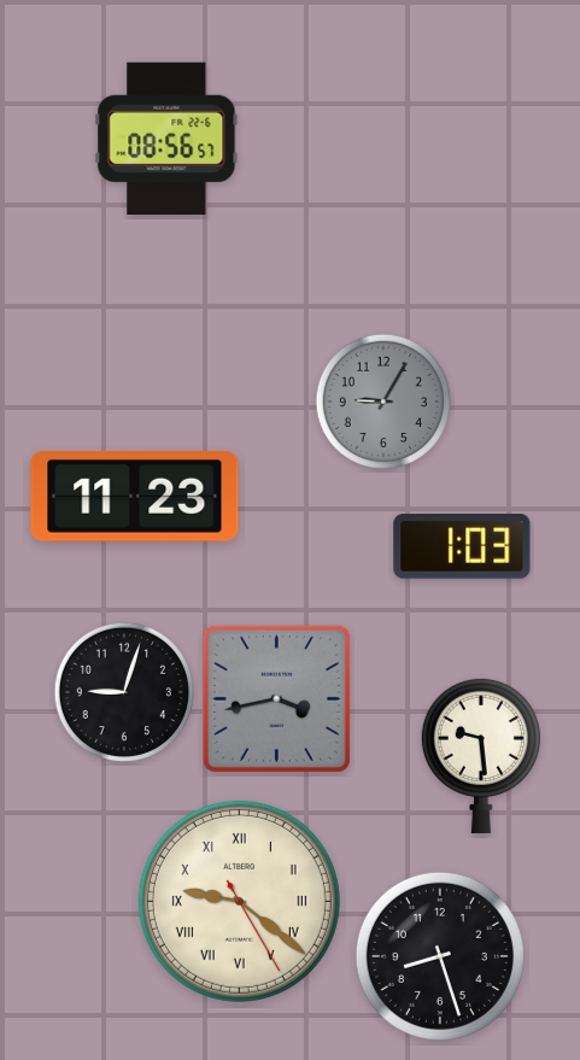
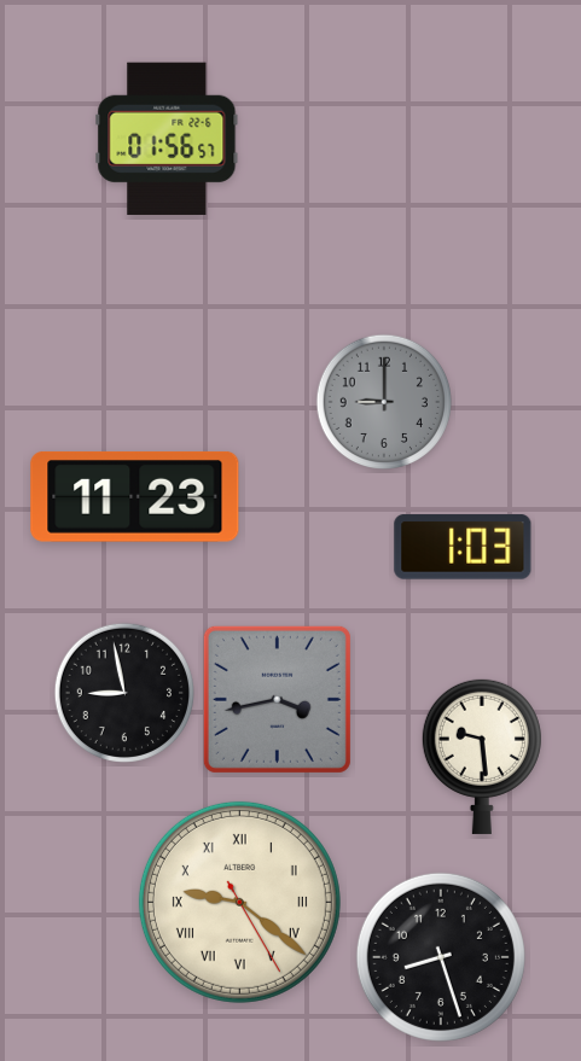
clock at (166, 139): 08:56 -> 01:56
clock at (382, 400): 9:05 -> 9:00
clock at (123, 691): 9:03 -> 8:58
